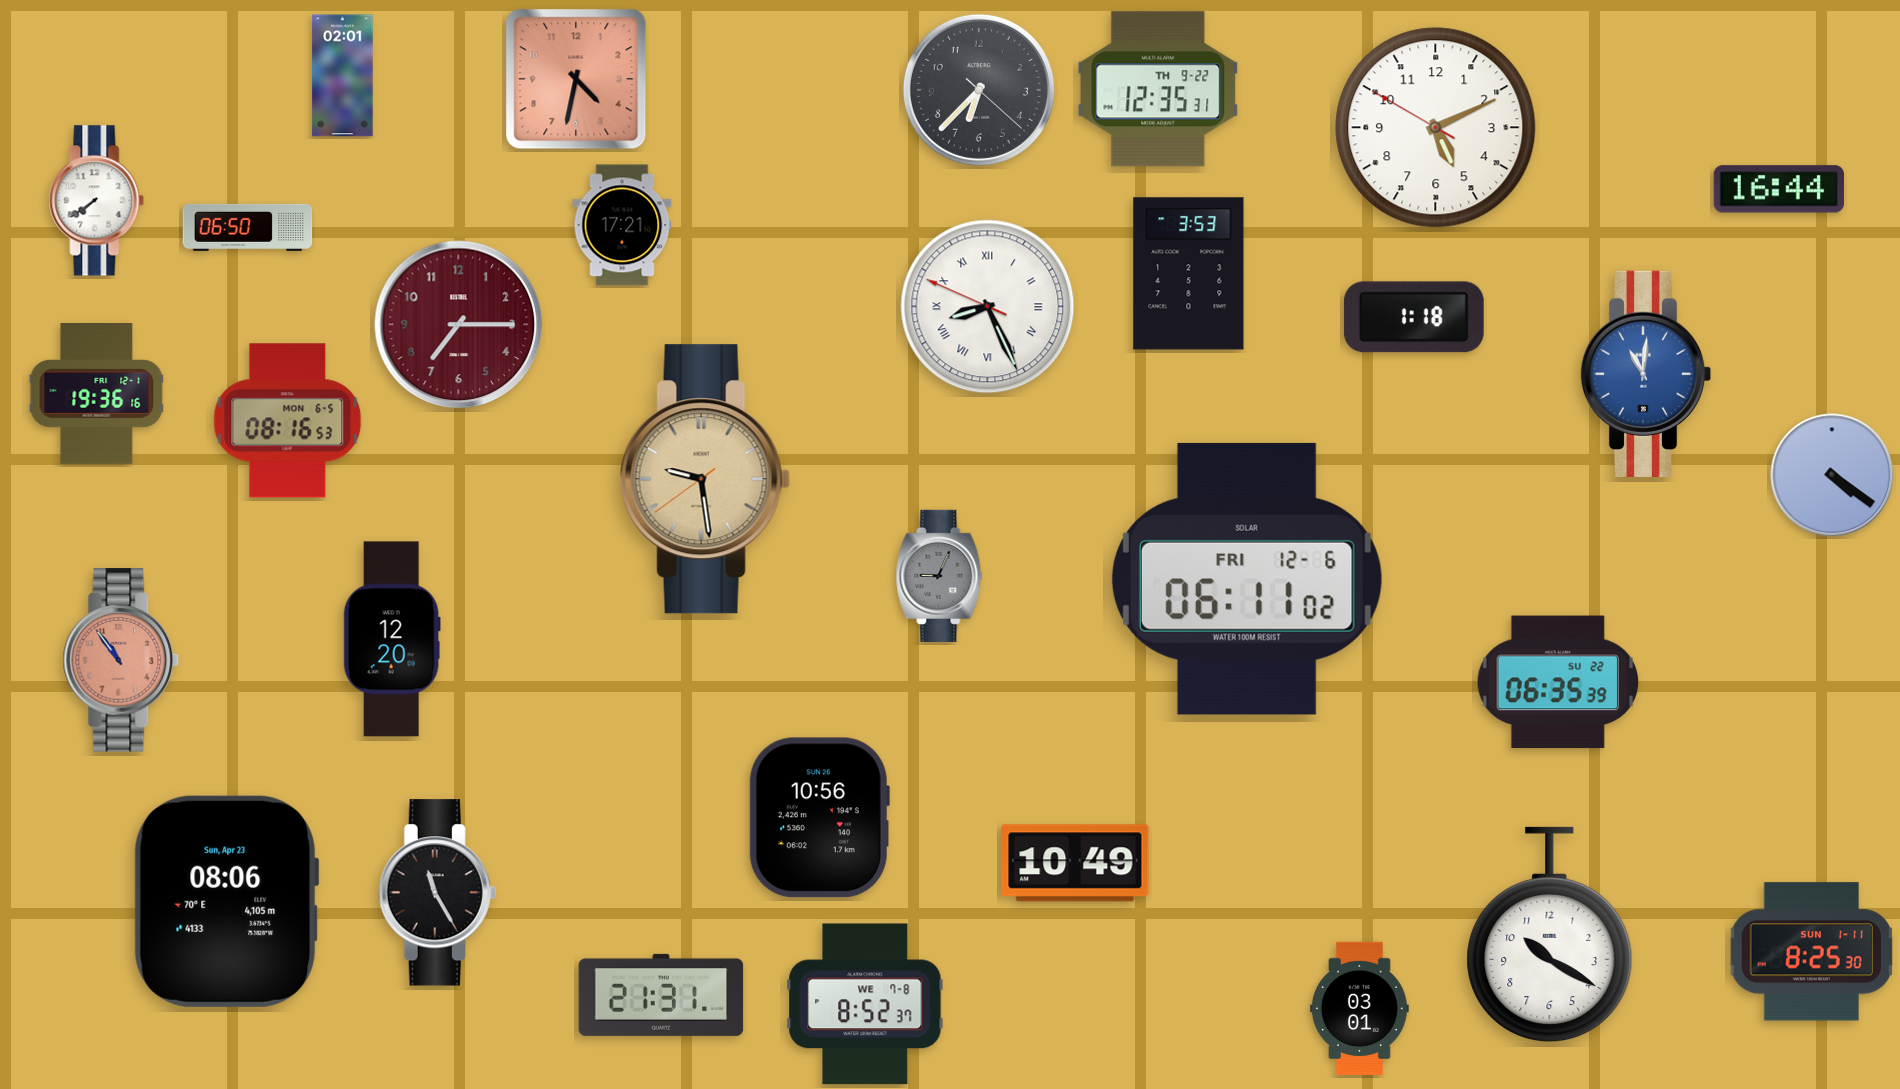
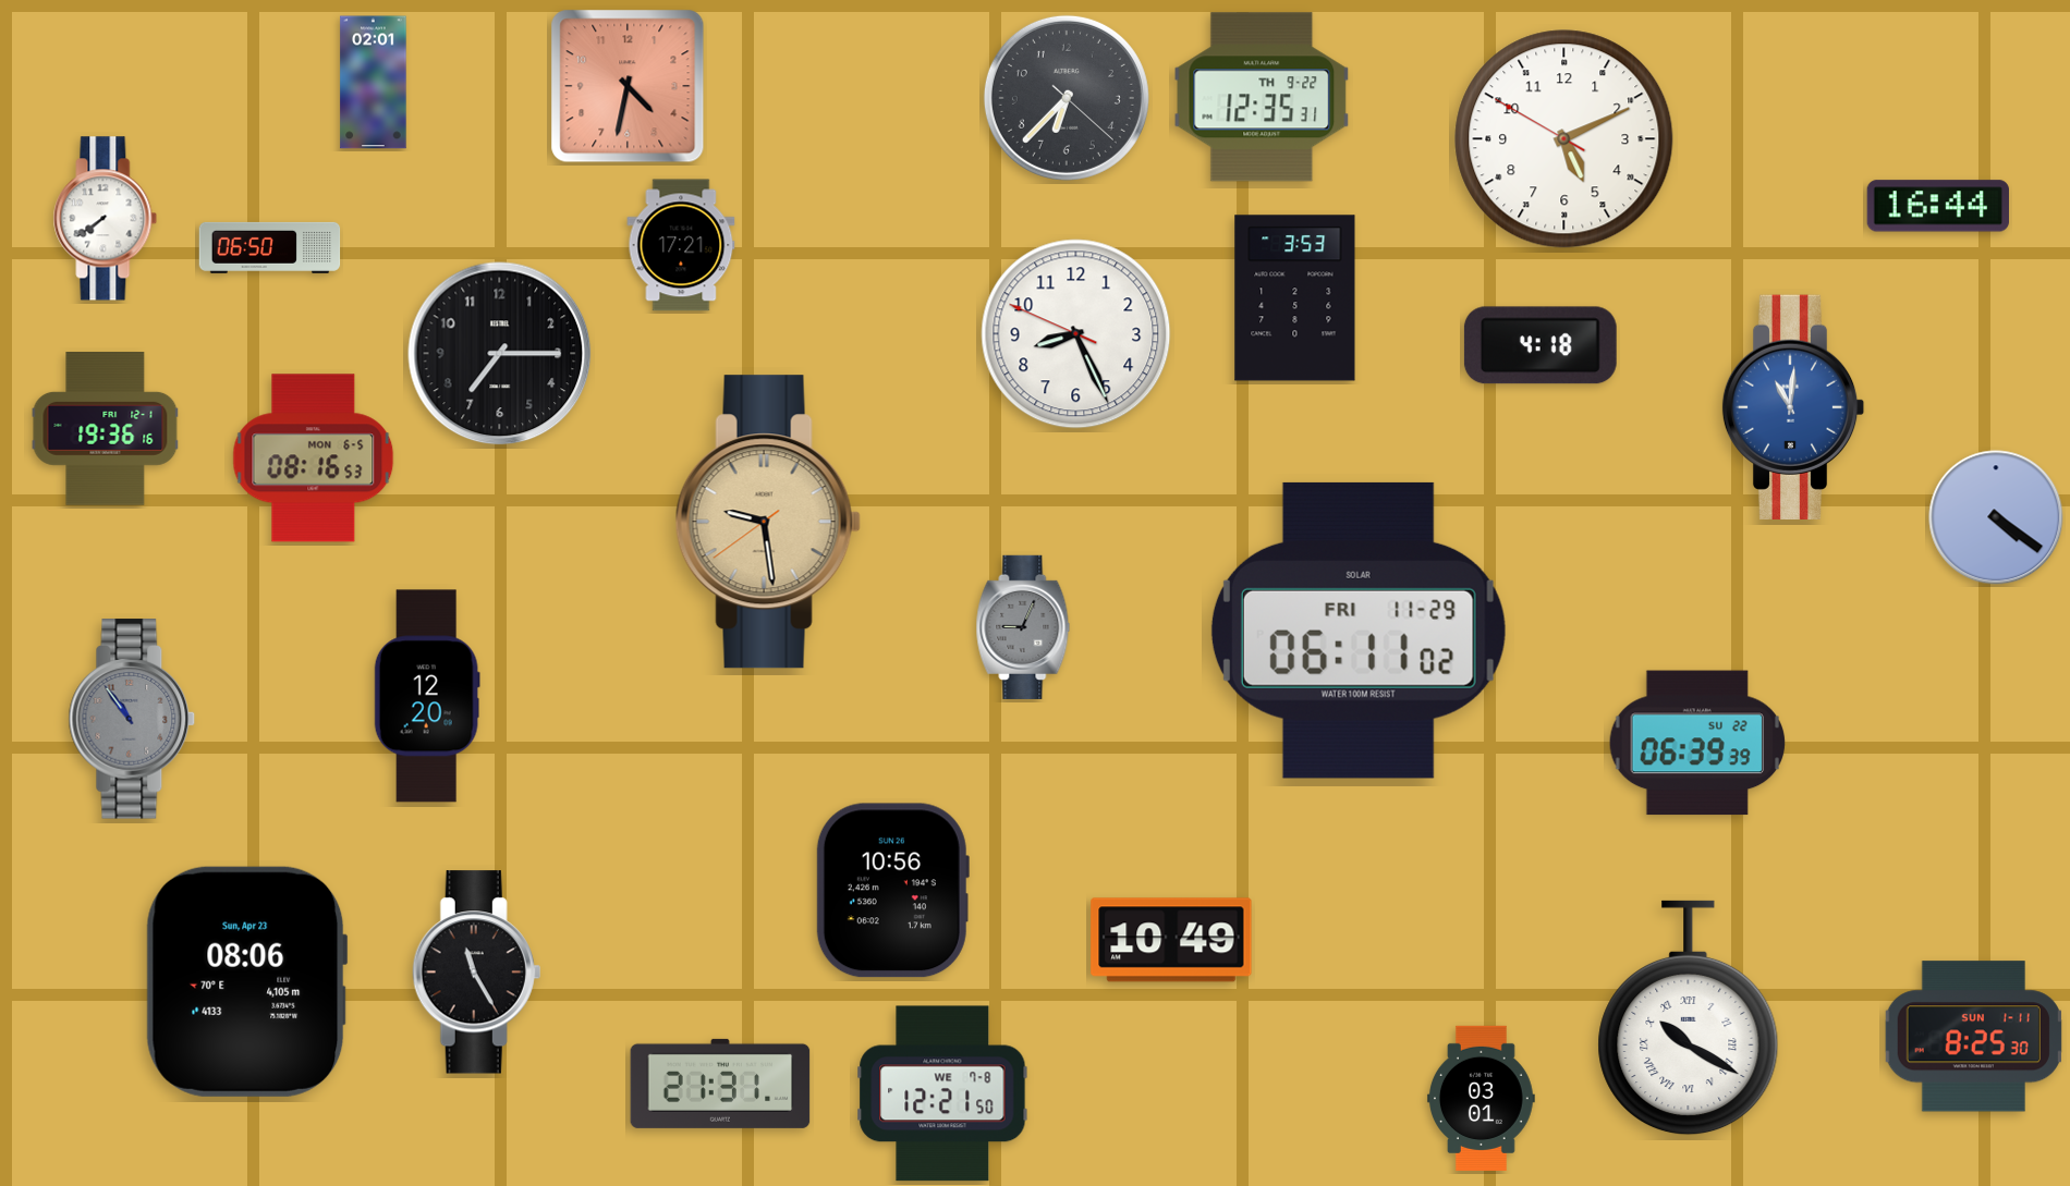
clock at (622, 225) position: (622, 225) -> (681, 245)
clock at (988, 307) numerals: Roman -> Arabic
clock at (1414, 317): 1:18 -> 4:18
clock at (459, 325) dial: burgundy -> black
clock at (1247, 579) date: FRI 12-6 -> FRI 11-29
clock at (121, 660) dial: salmon -> grey
clock at (1557, 682): 06:35 -> 06:39
clock at (1550, 935) numerals: Arabic -> Roman
clock at (865, 1004): 8:52 -> 12:21
